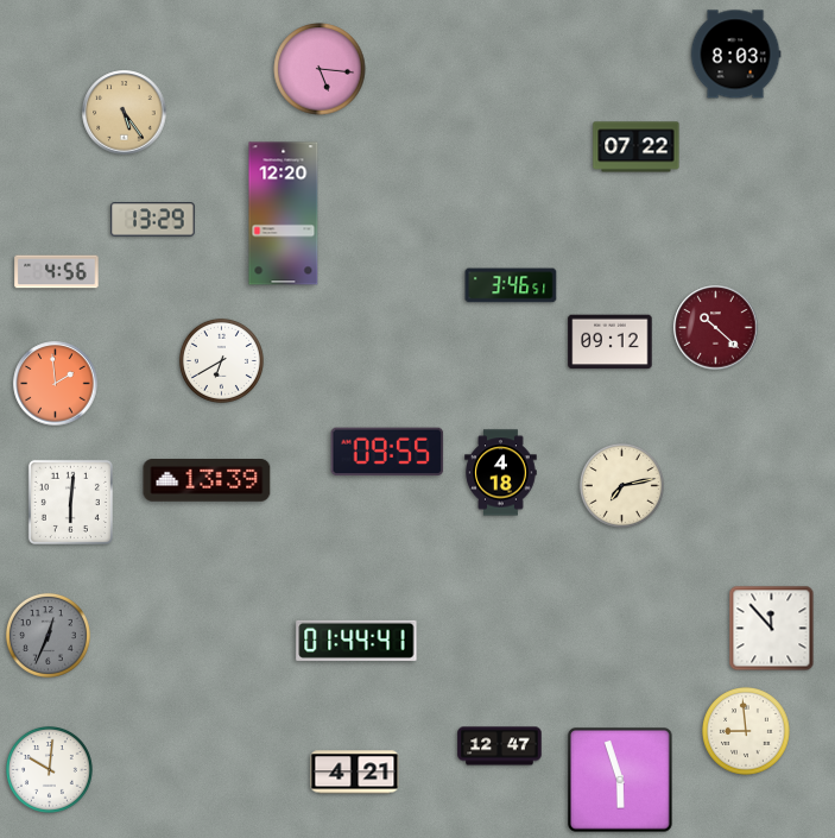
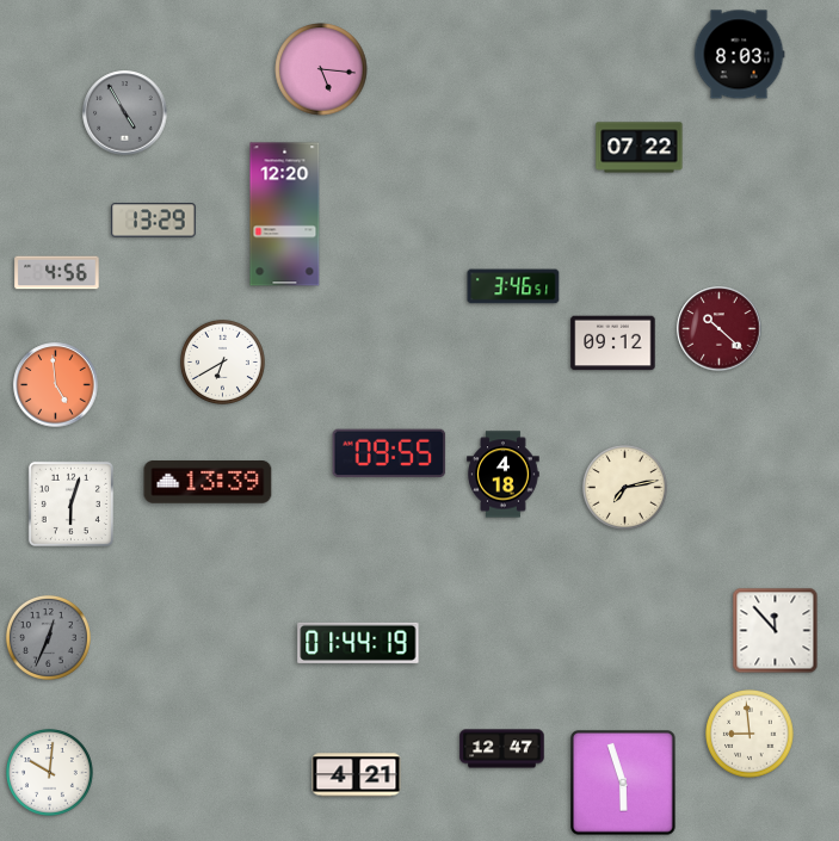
clock at (125, 113): 5:24 -> 4:55
clock at (125, 113) dial: champagne -> grey
clock at (56, 384): 1:59 -> 4:59
clock at (70, 502): 6:01 -> 6:03
clock at (356, 641): 01:44:41 -> 01:44:19
